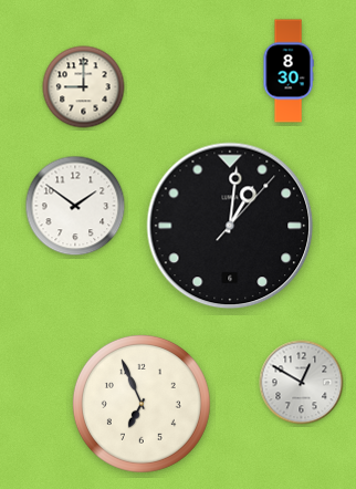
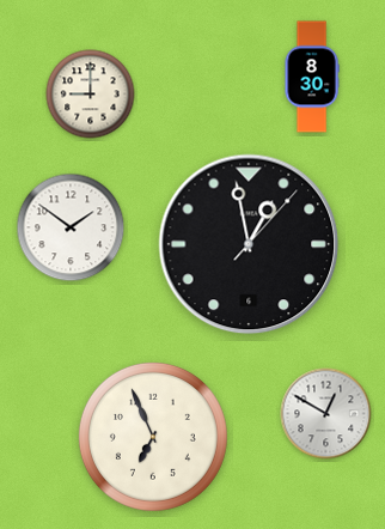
clock at (75, 206) position: (75, 206) -> (71, 227)
clock at (230, 226): 1:01 -> 12:58
